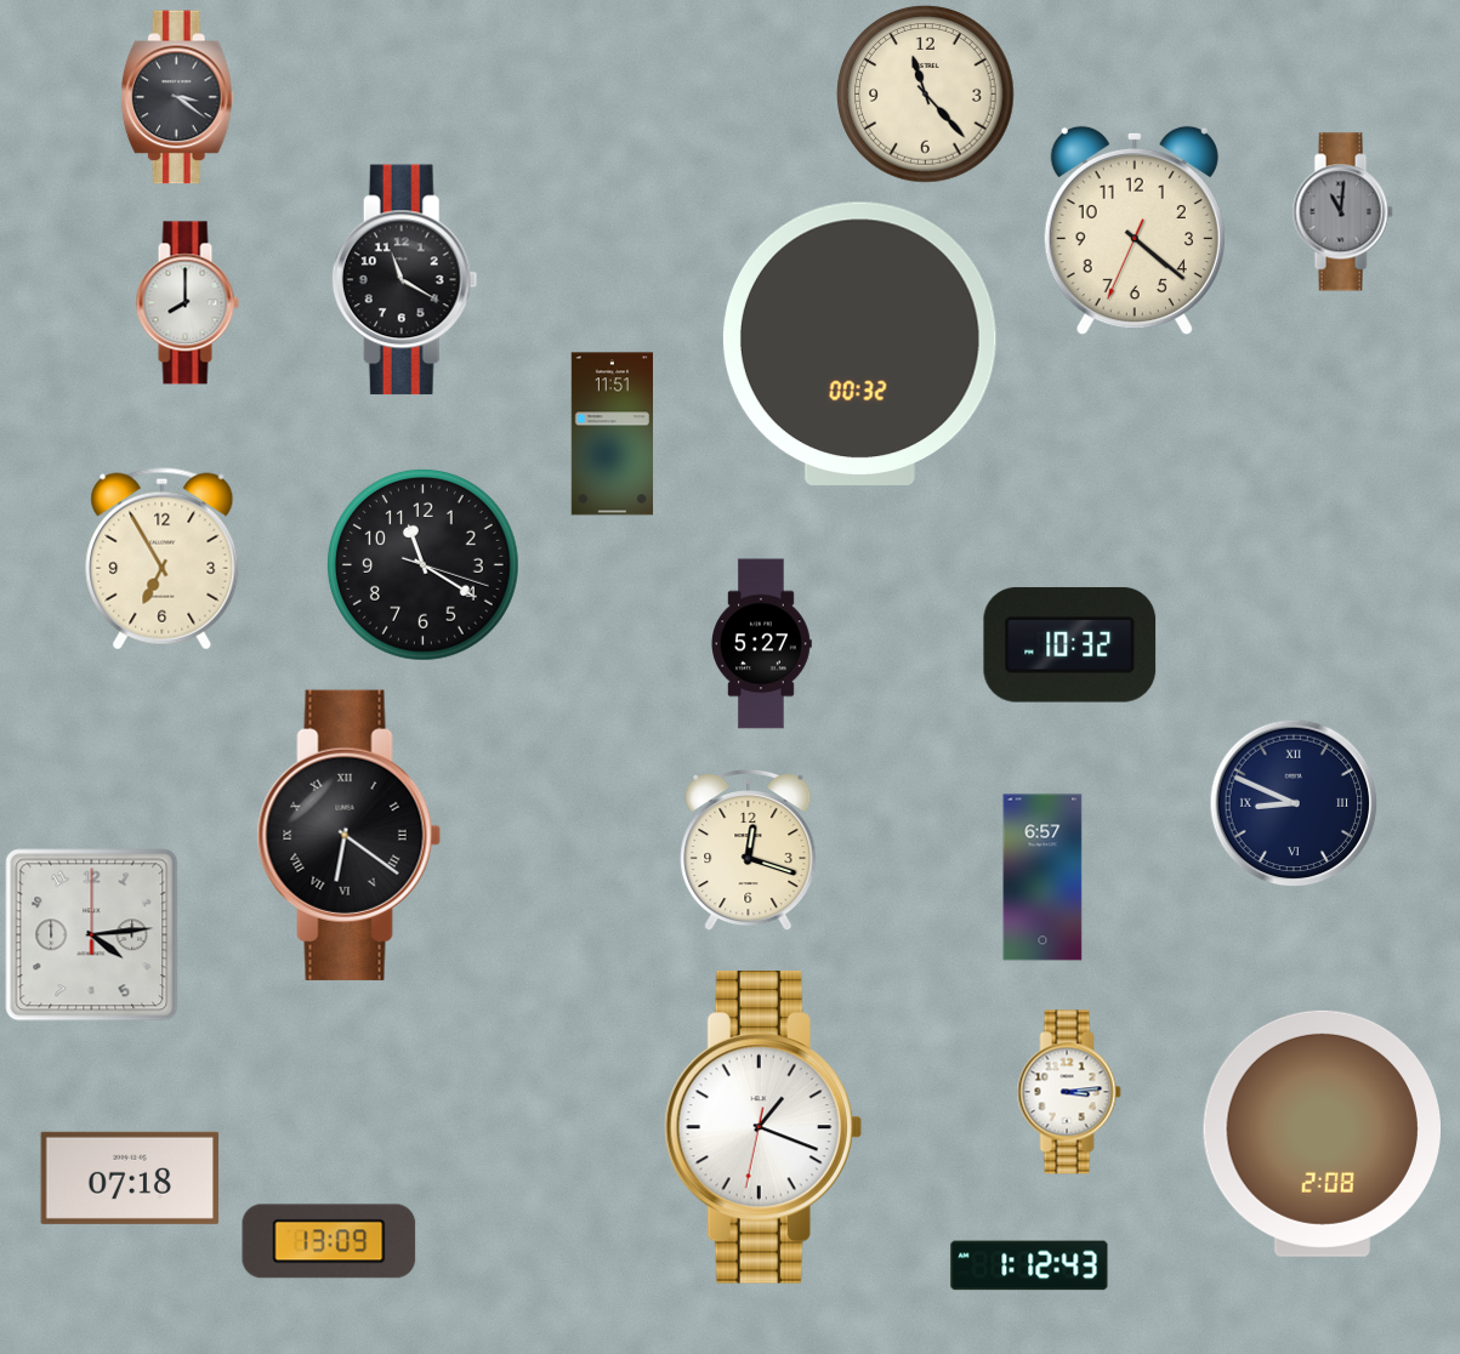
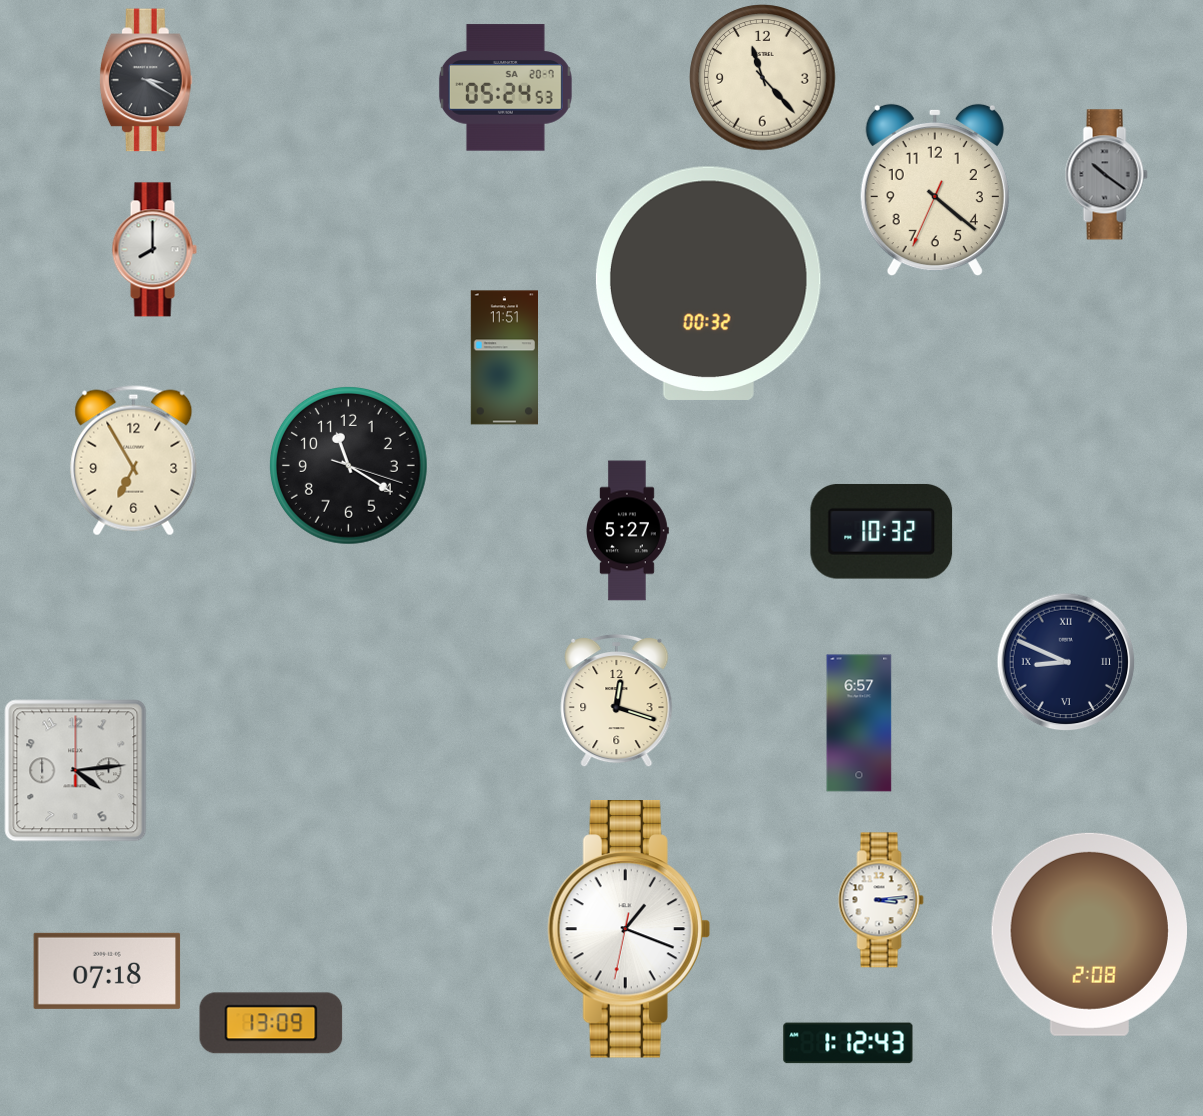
clock at (177, 97): 3:21 -> 3:20
clock at (505, 88): none -> 05:24
clock at (1342, 212): 11:01 -> 10:21
clock at (404, 280): 11:20 -> none
clock at (348, 835): 6:21 -> none
